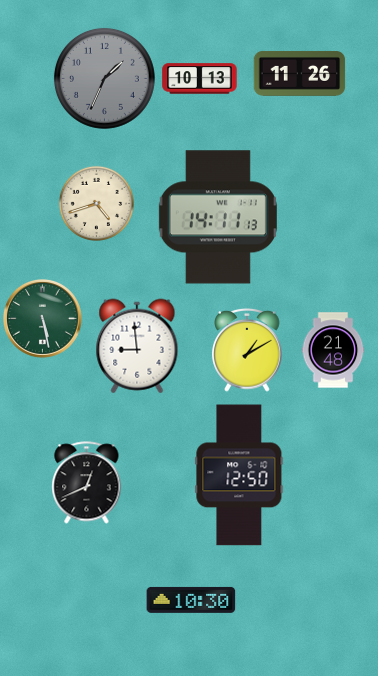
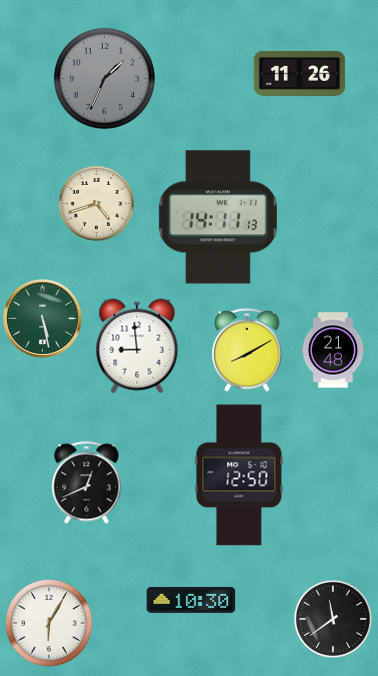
clock at (200, 79): 10:13 -> none
clock at (247, 351): 1:10 -> 8:10
clock at (332, 618): none -> 11:39
clock at (49, 623): none -> 6:05
